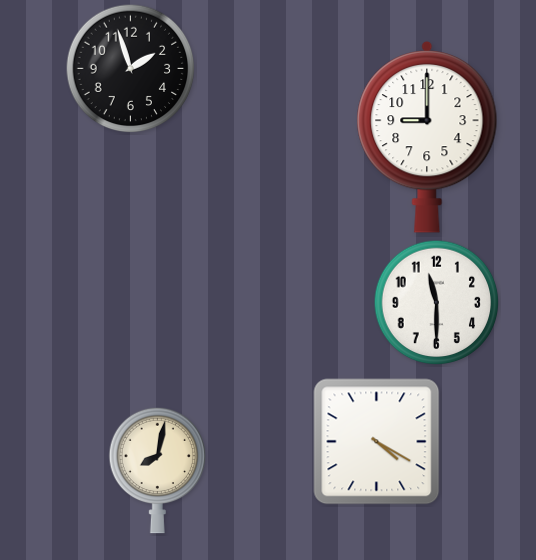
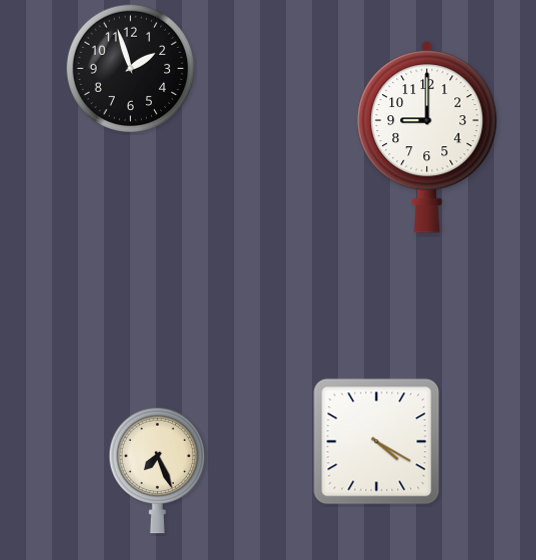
clock at (437, 303): 11:30 -> none
clock at (158, 470): 8:02 -> 7:26
